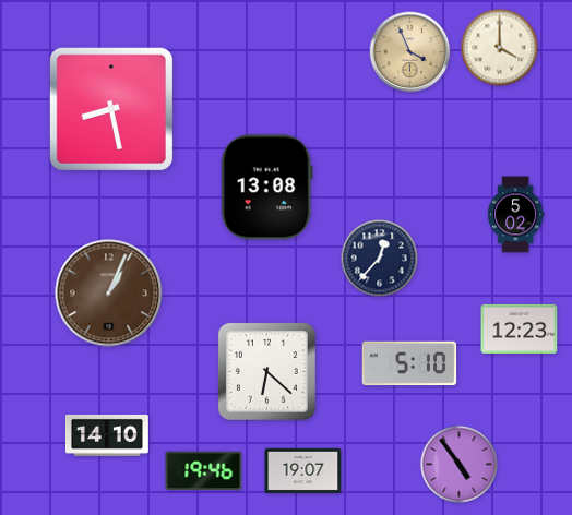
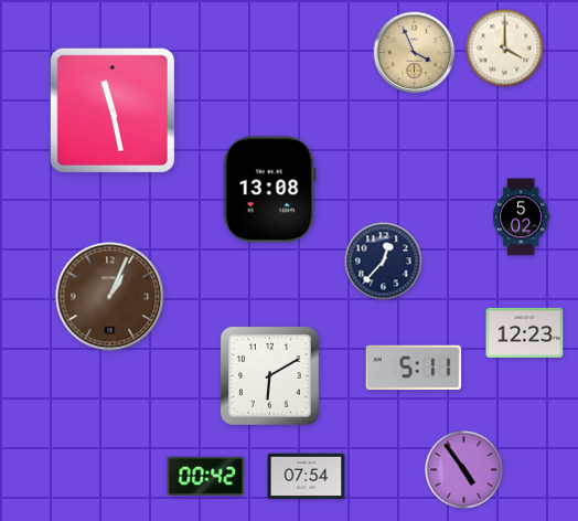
clock at (110, 108): 8:28 -> 11:28
clock at (409, 363): 5:10 -> 5:11
clock at (266, 371): 6:22 -> 6:10
clock at (107, 435): 14:10 -> none
clock at (204, 470): 19:46 -> 00:42
clock at (303, 471): 19:07 -> 07:54
